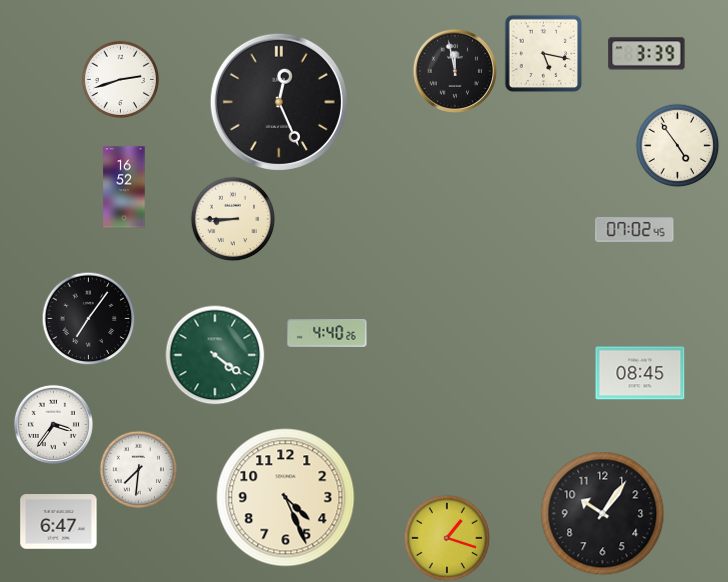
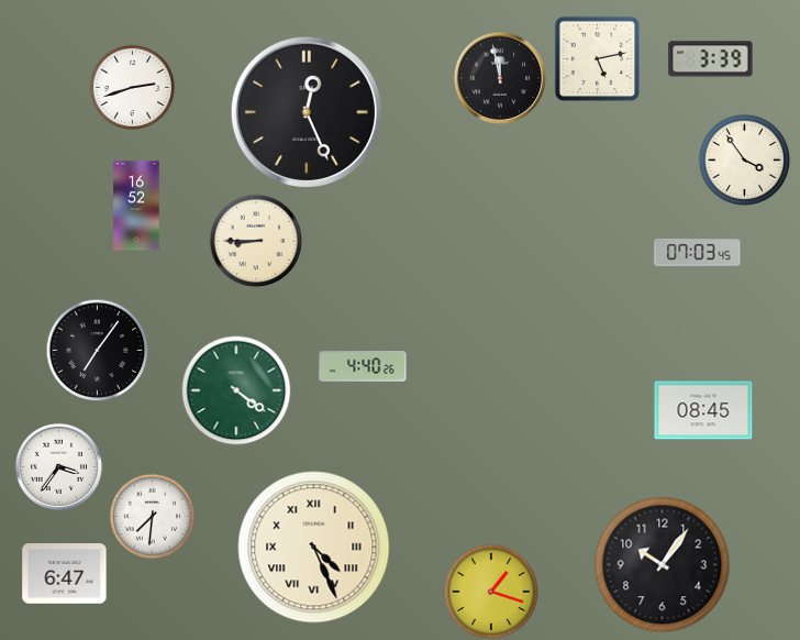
clock at (543, 53): 5:17 -> 5:13
clock at (677, 145): 4:54 -> 3:54
clock at (635, 230): 07:02 -> 07:03
clock at (327, 333) position: (327, 333) -> (363, 366)
clock at (286, 498) numerals: Arabic -> Roman
